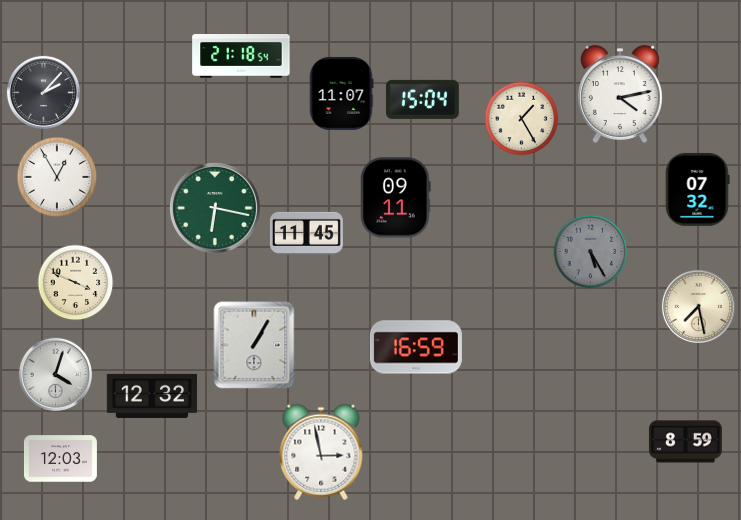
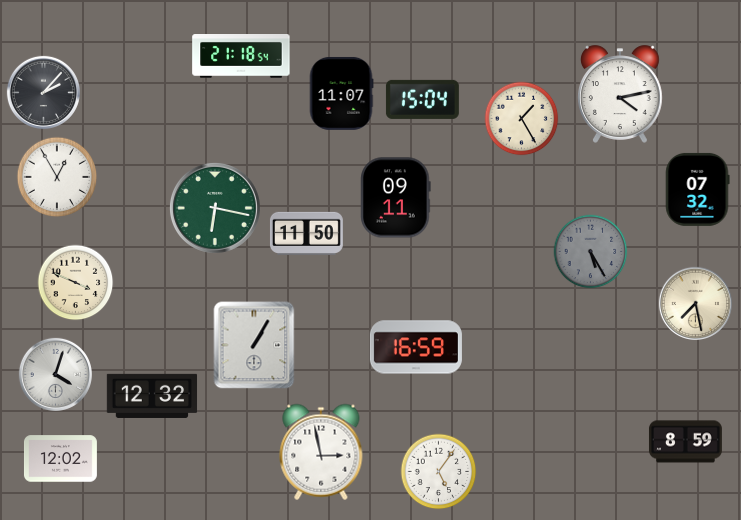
clock at (306, 233): 11:45 -> 11:50
clock at (698, 306) position: (698, 306) -> (695, 303)
clock at (60, 459): 12:03 -> 12:02
clock at (439, 472): none -> 5:06
